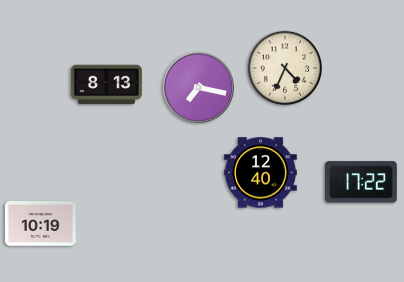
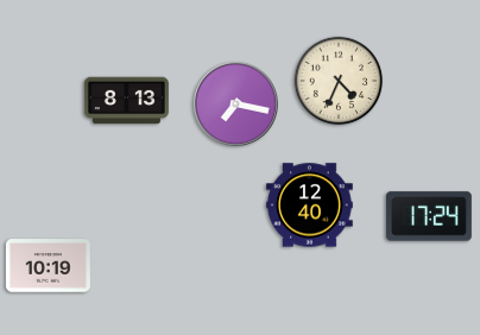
clock at (361, 182): 17:22 -> 17:24
